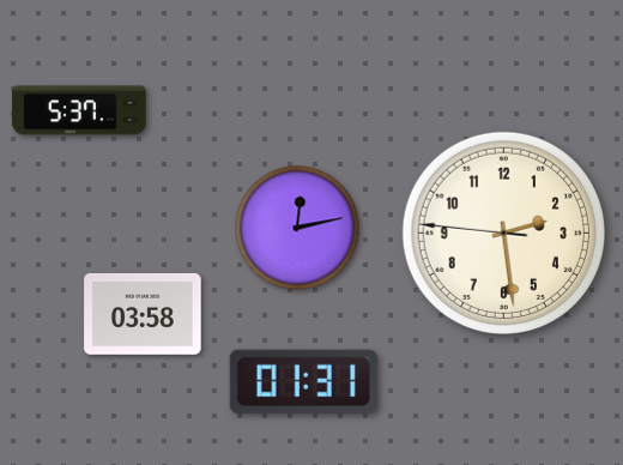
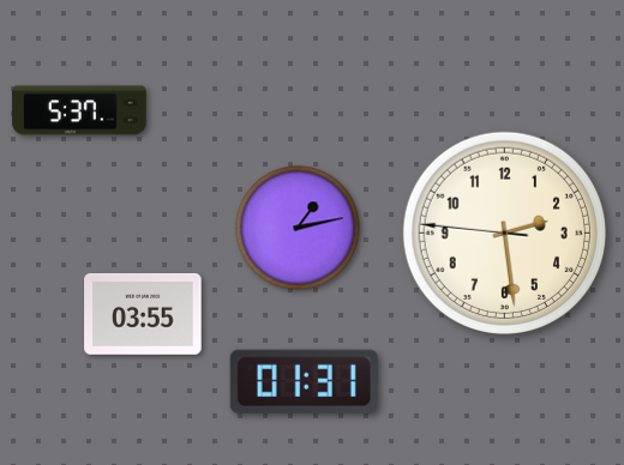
clock at (297, 228): 12:13 -> 1:13
clock at (143, 314): 03:58 -> 03:55
